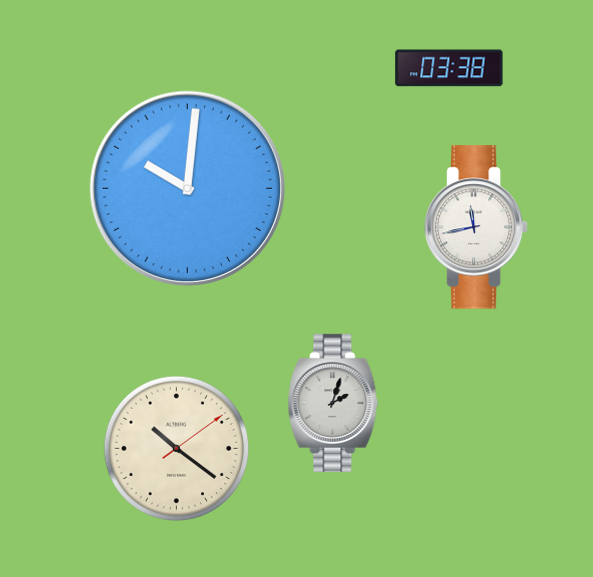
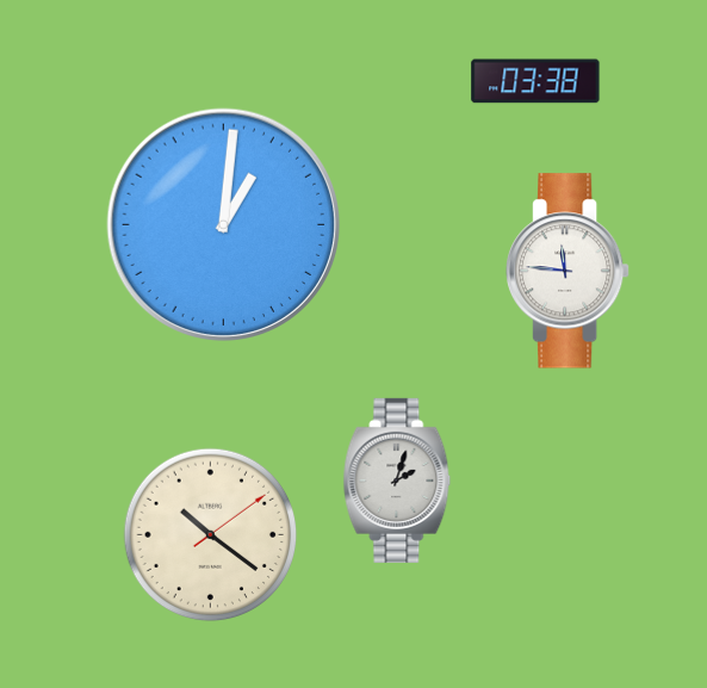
clock at (187, 188): 10:01 -> 1:01
clock at (477, 227): 11:43 -> 11:46
